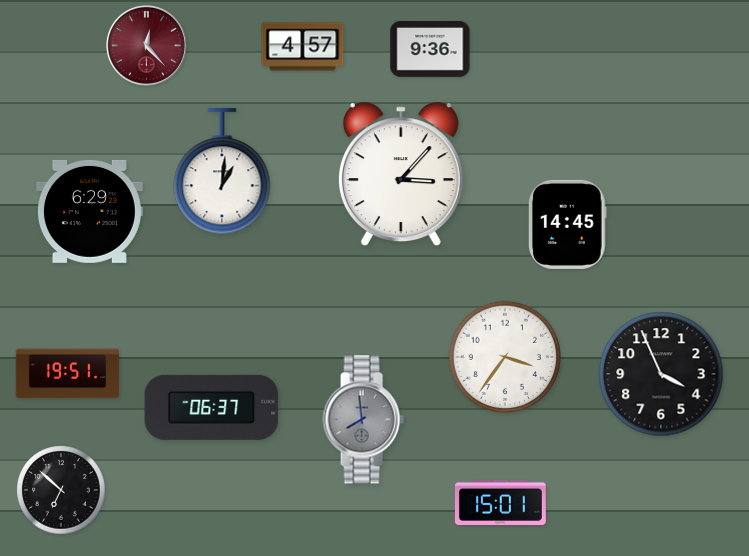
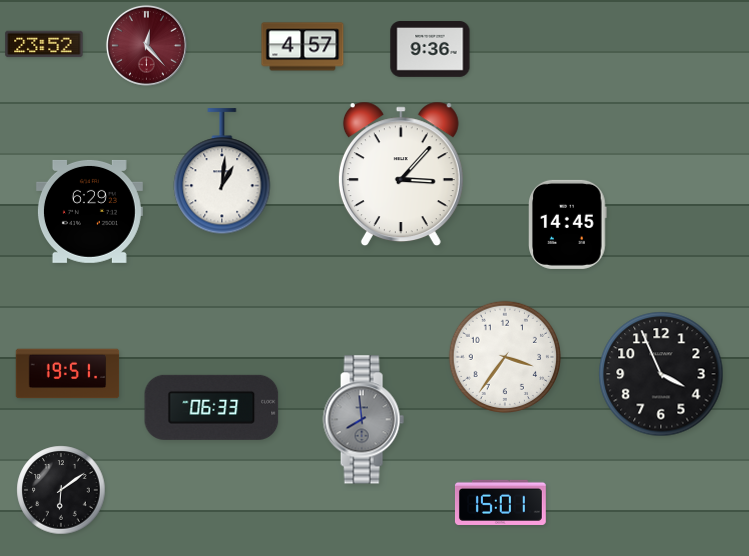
clock at (44, 44): none -> 23:52
clock at (212, 407): 06:37 -> 06:33
clock at (61, 490): 6:52 -> 6:09
